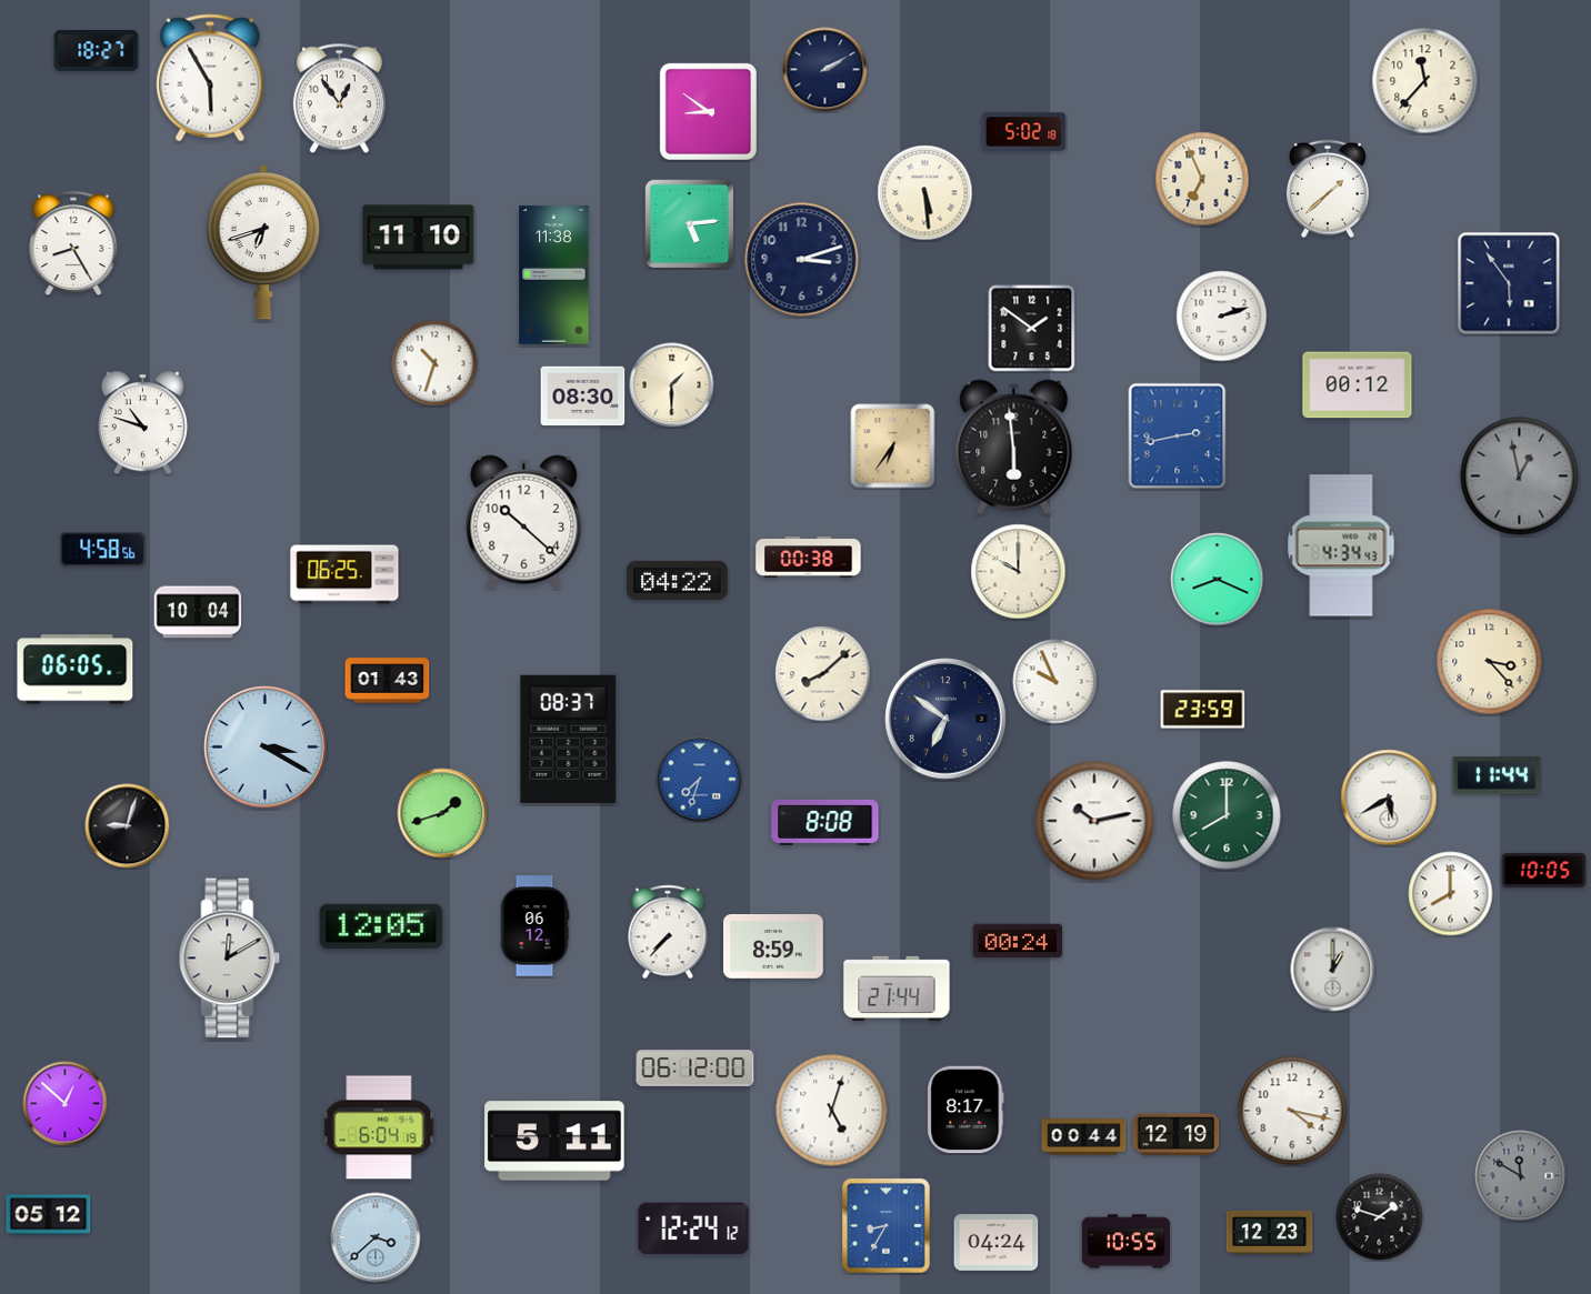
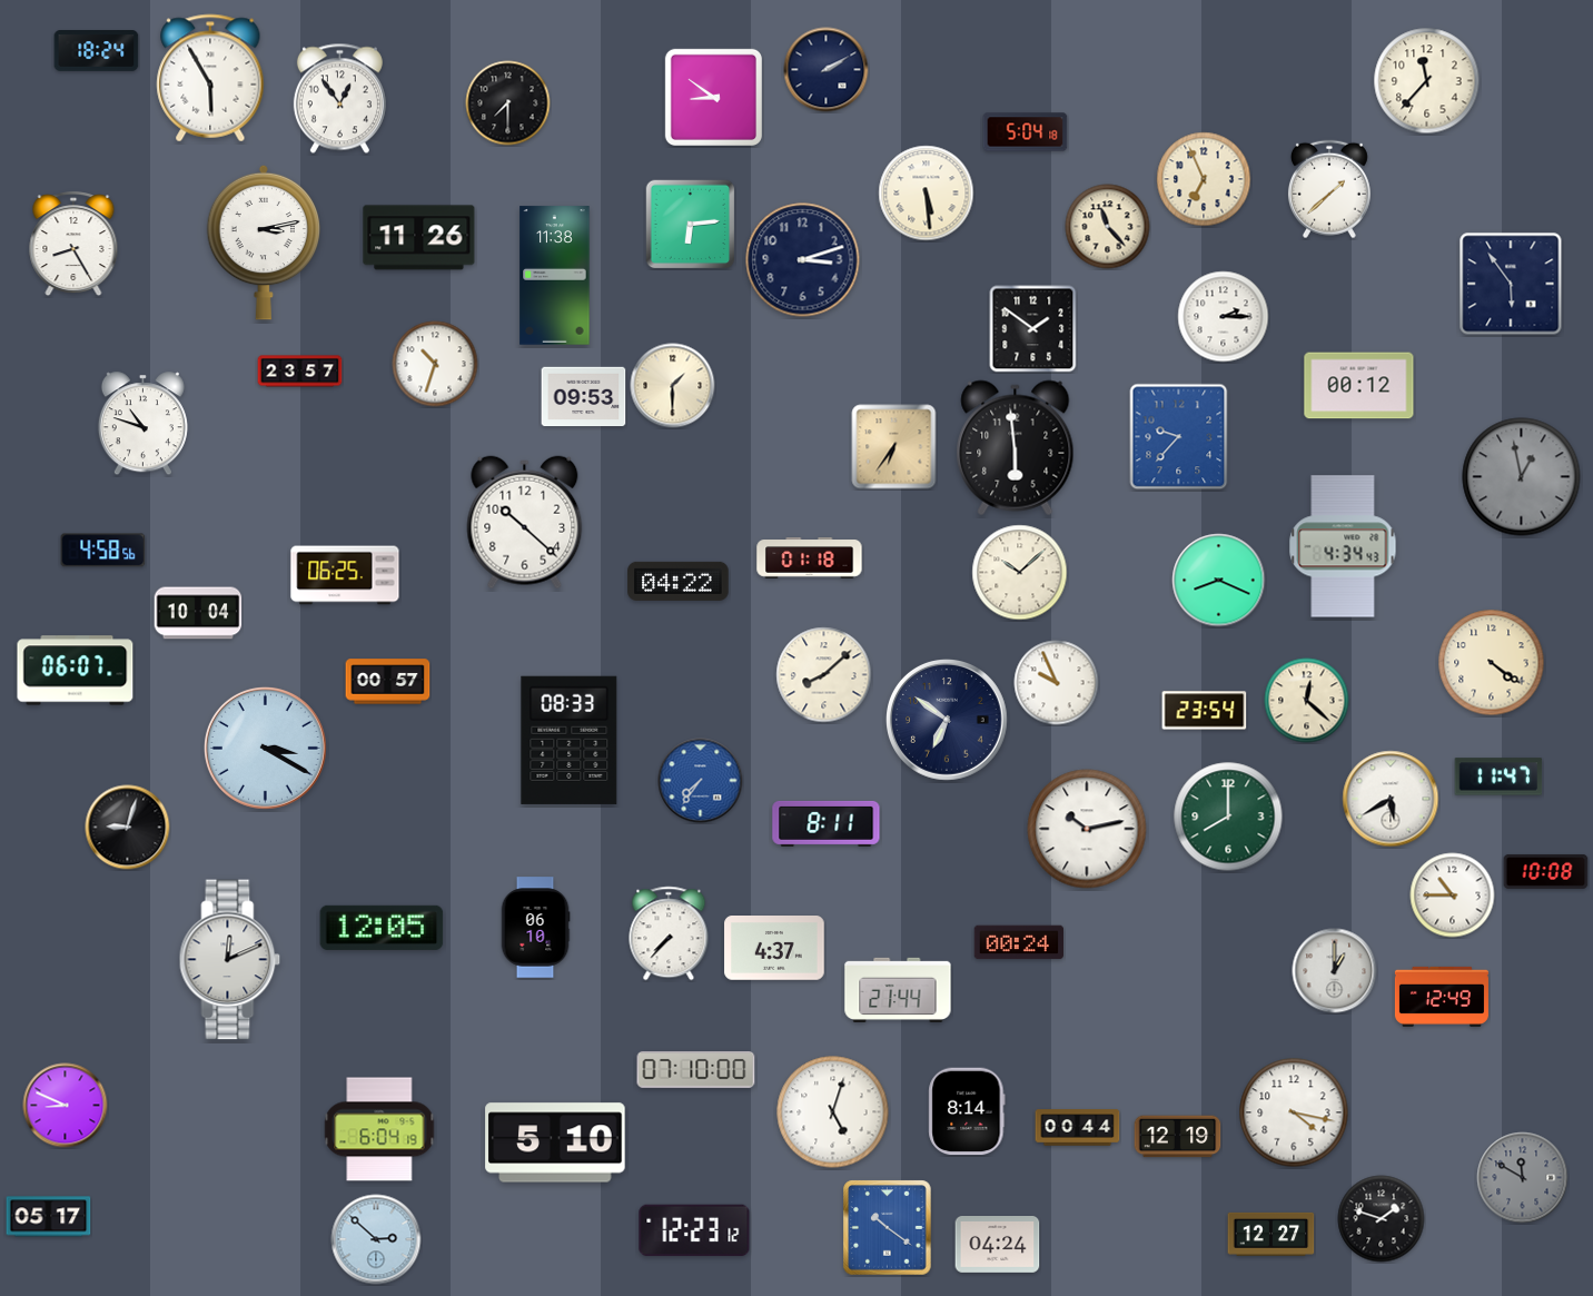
clock at (97, 51): 18:27 -> 18:24
clock at (508, 103): none -> 7:30
clock at (708, 111) position: (708, 111) -> (713, 97)
clock at (1024, 132): 5:02 -> 5:04
clock at (690, 224): 5:14 -> 6:14
clock at (1108, 227): none -> 11:23
clock at (419, 238): 11:10 -> 11:26
clock at (263, 242): 6:42 -> 3:13
clock at (1222, 317): 2:12 -> 2:15
clock at (300, 372): none -> 23:57
clock at (583, 397): 08:30 -> 09:53
clock at (1178, 437): 2:43 -> 9:37
clock at (809, 558): 00:38 -> 01:18
clock at (1019, 572): 10:00 -> 10:08
clock at (1490, 662): 3:23 -> 4:21
clock at (76, 670): 06:05 -> 06:07
clock at (388, 681): 01:43 -> 00:57
clock at (1307, 701): none -> 12:22
clock at (1203, 710): 23:59 -> 23:54
clock at (569, 739): 08:37 -> 08:33
clock at (1497, 775): 11:44 -> 11:47
clock at (700, 780): 7:33 -> 7:36
clock at (442, 813): 1:42 -> none
clock at (1094, 821) position: (1094, 821) -> (1087, 829)
clock at (825, 822): 8:08 -> 8:11
clock at (1544, 870): 10:05 -> 10:08
clock at (1451, 894): 8:00 -> 10:45
clock at (534, 926): 06:12 -> 06:10
clock at (773, 947): 8:59 -> 4:37
clock at (230, 959): 12:10 -> 12:11
clock at (1442, 997): none -> 12:49
clock at (696, 1069): 06:12 -> 07:10
clock at (66, 1104): 12:52 -> 8:49
clock at (965, 1110): 8:17 -> 8:14
clock at (1084, 1137) position: (1084, 1137) -> (1078, 1128)
clock at (554, 1141): 5:11 -> 5:10
clock at (49, 1215): 05:12 -> 05:17
clock at (887, 1226): 8:35 -> 10:21
clock at (693, 1228): 12:24 -> 12:23
clock at (1270, 1232): 12:23 -> 12:27
clock at (376, 1237): 3:38 -> 2:52
clock at (1127, 1242): 10:55 -> none
